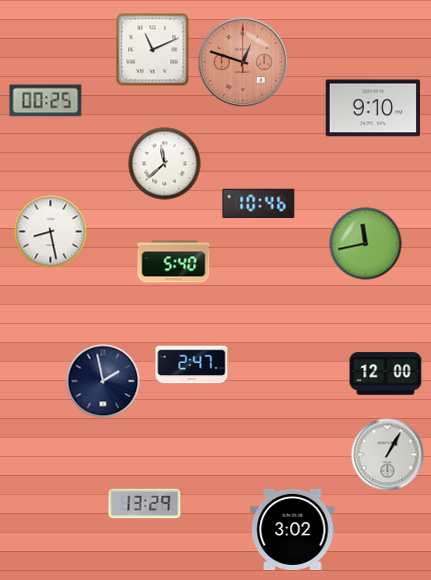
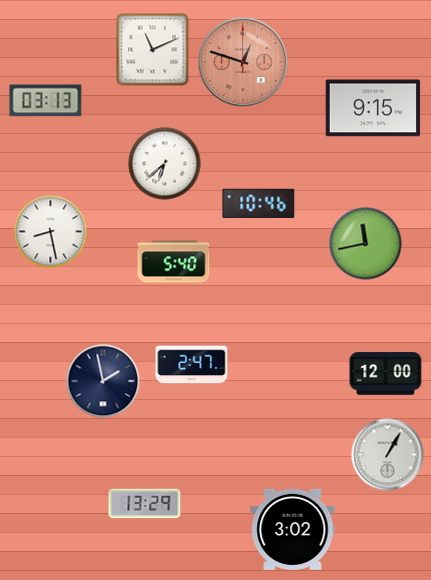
clock at (46, 101): 00:25 -> 03:13
clock at (373, 108): 9:10 -> 9:15
clock at (165, 164): 11:38 -> 6:38
